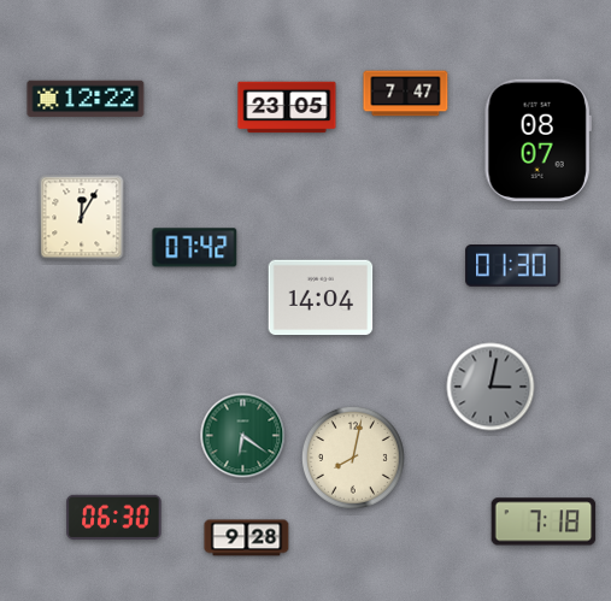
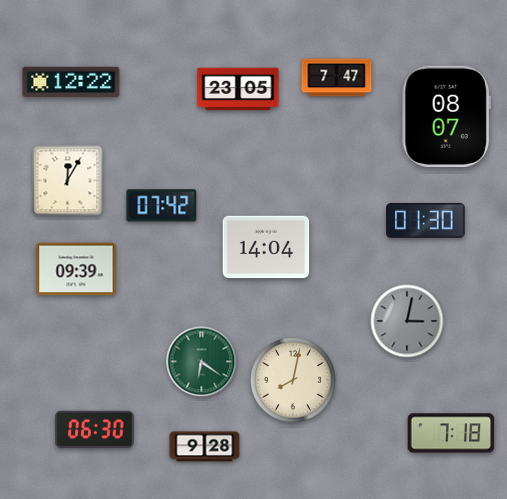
clock at (76, 269): none -> 09:39
